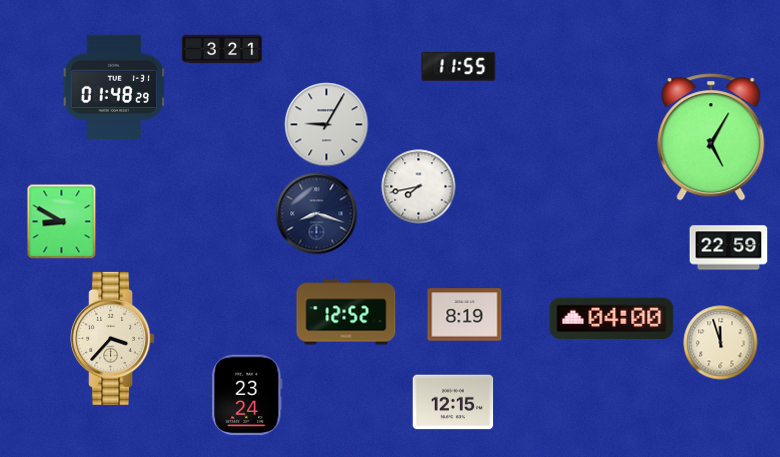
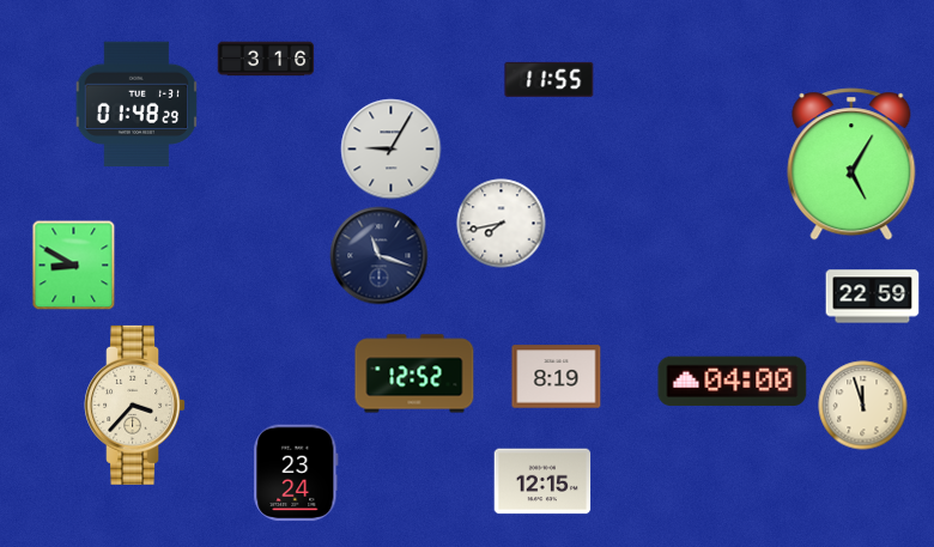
clock at (222, 49): 3:21 -> 3:16
clock at (317, 214): 8:18 -> 11:18
clock at (721, 343) position: (721, 343) -> (863, 406)
